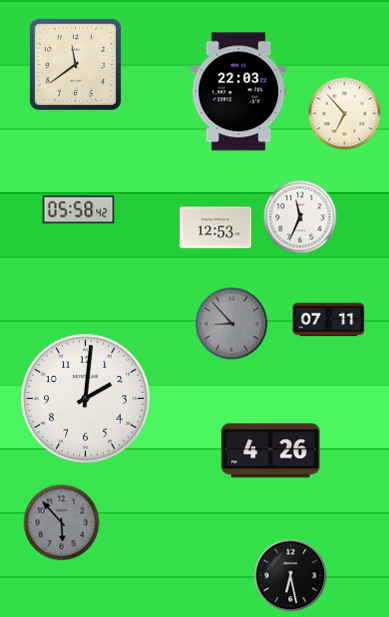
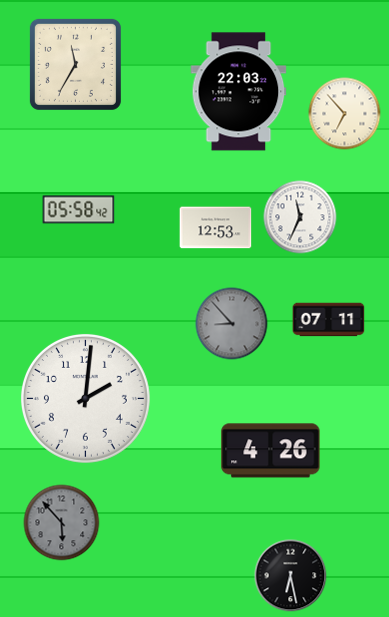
clock at (75, 64): 11:39 -> 11:35
